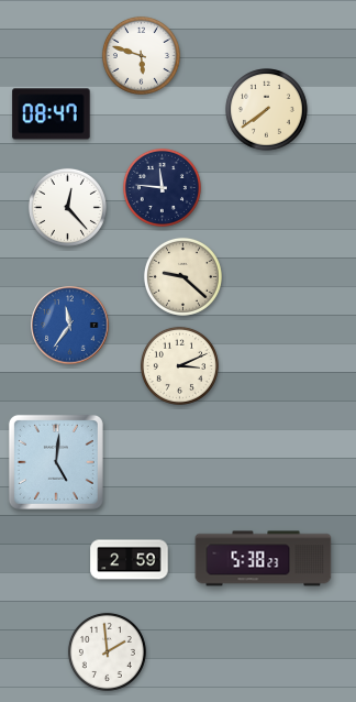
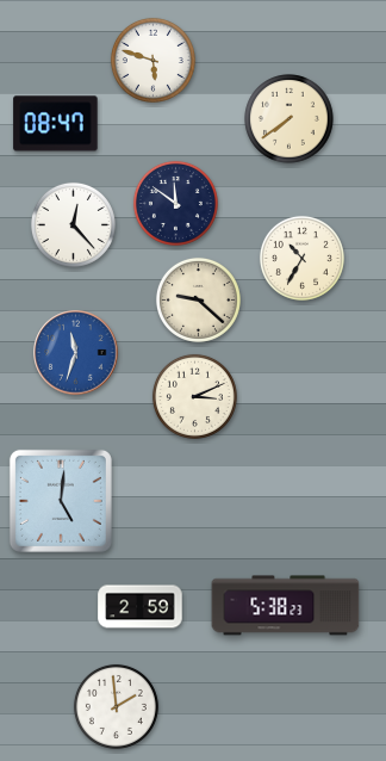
clock at (162, 187): 11:46 -> 11:51
clock at (301, 258): none -> 10:35
clock at (70, 326): 11:36 -> 11:33
